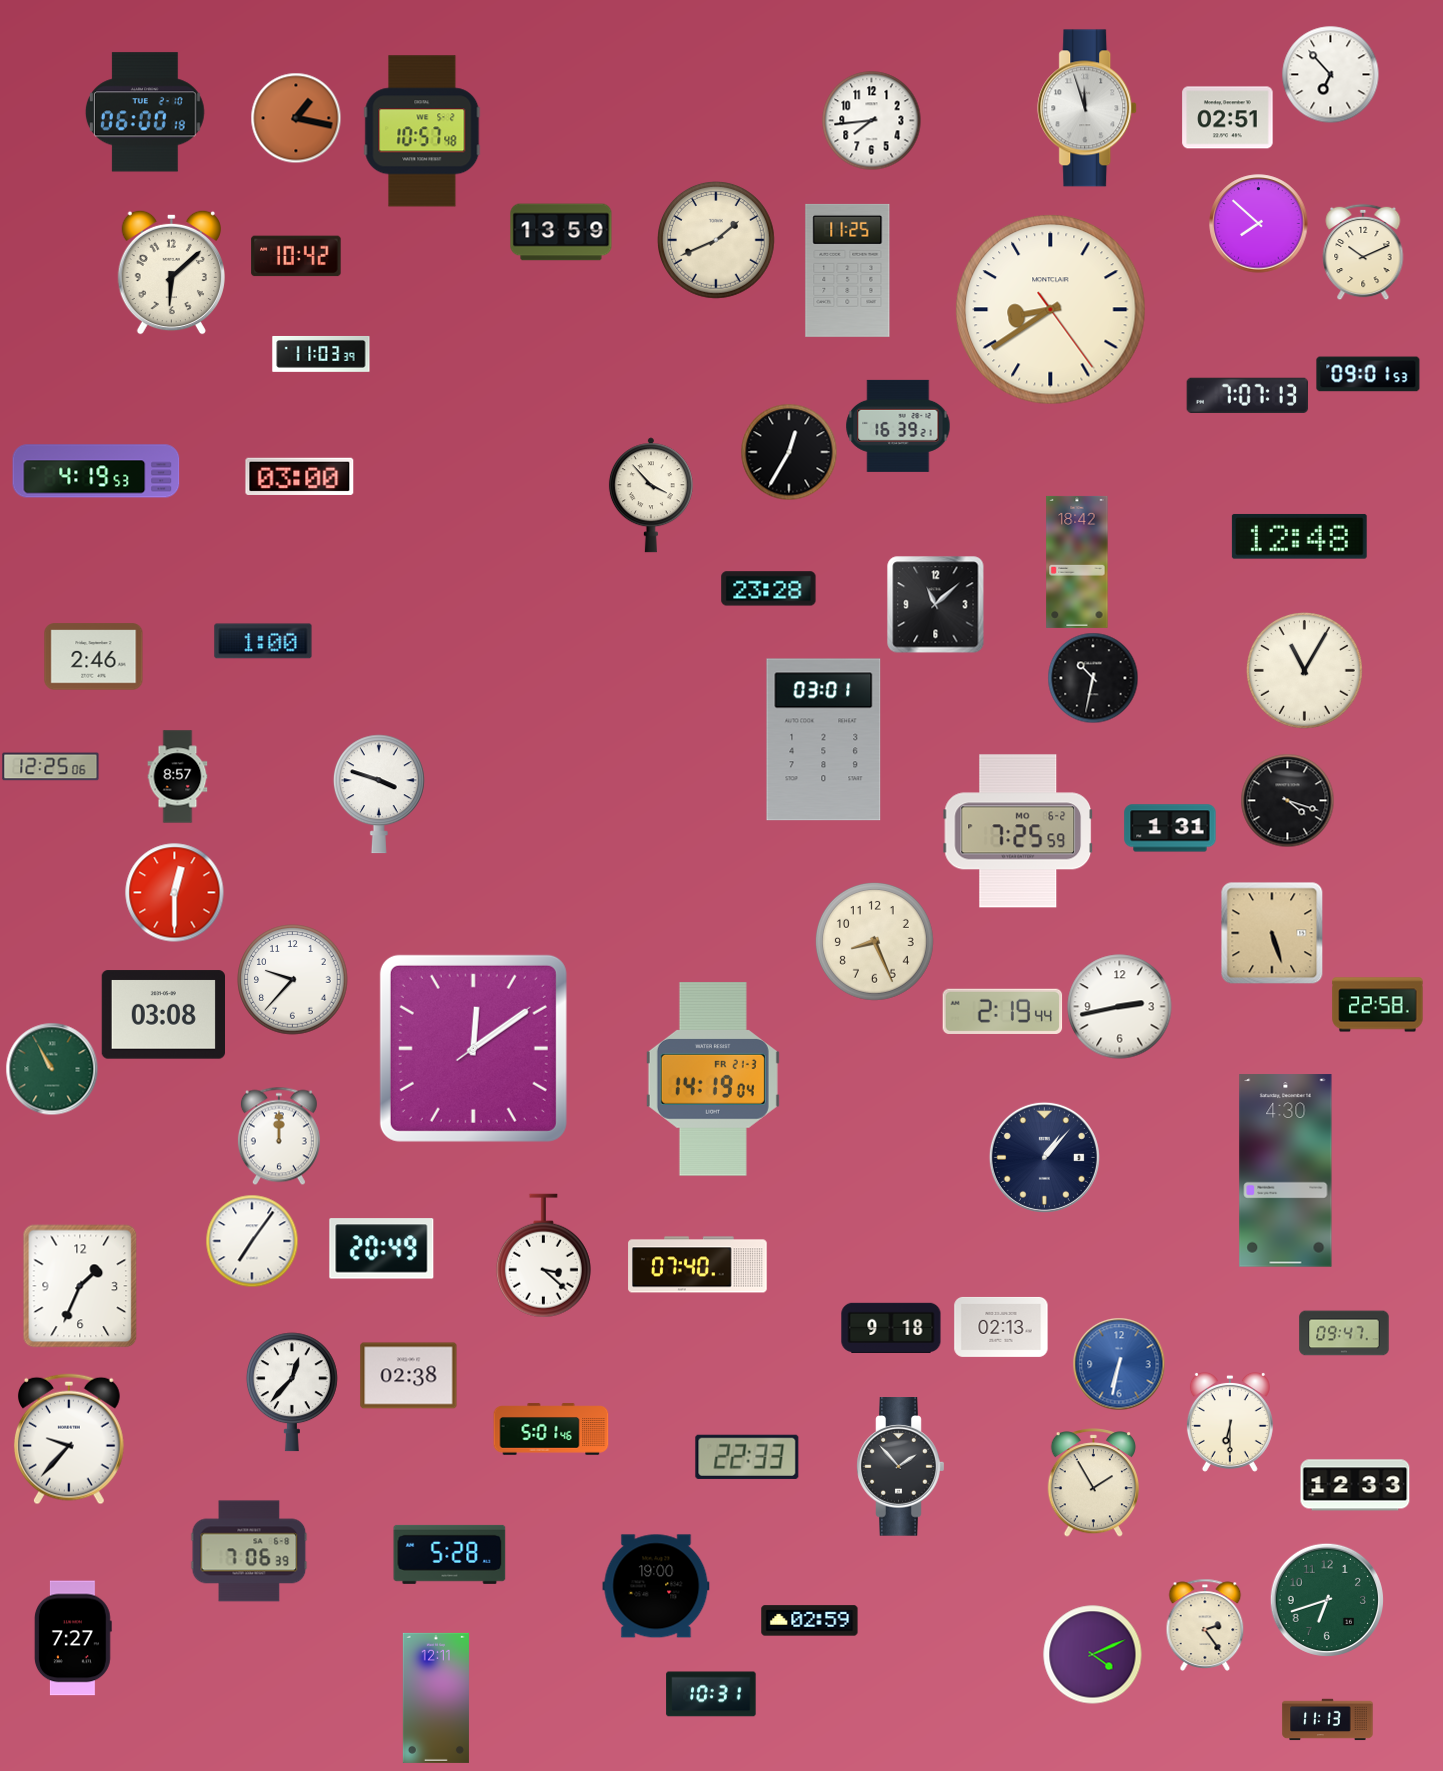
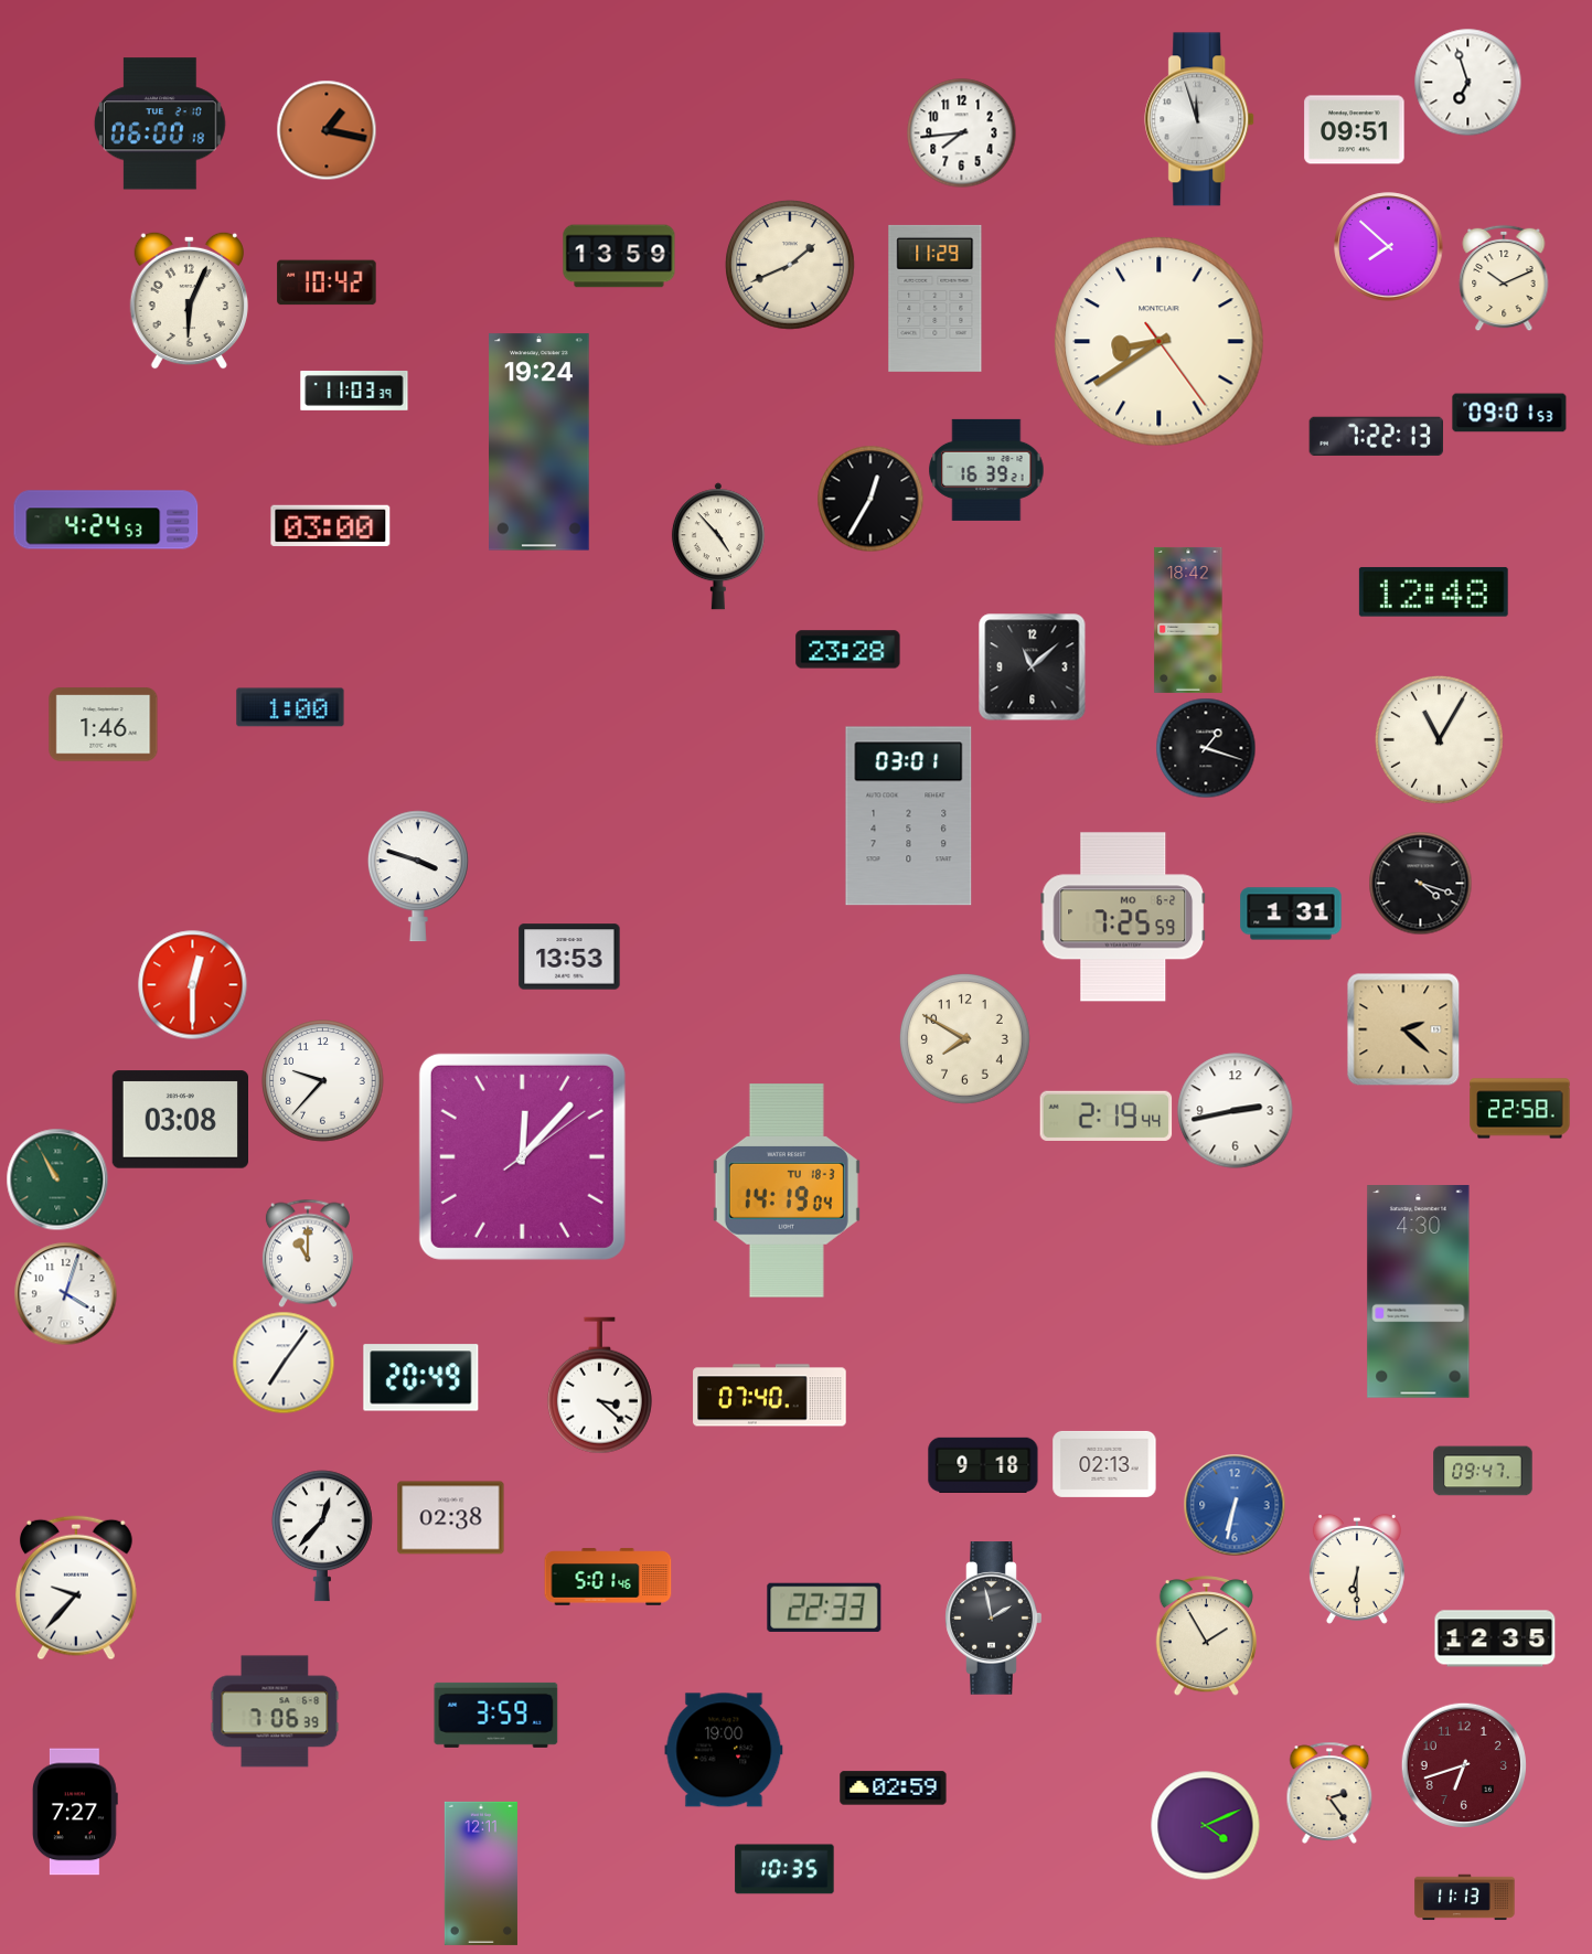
clock at (1330, 74): 6:53 -> 6:57
clock at (1228, 118): 02:51 -> 09:51
clock at (422, 131): 10:57 -> none
clock at (848, 270): 11:25 -> 11:29
clock at (171, 272): 6:08 -> 6:04
clock at (1247, 395): 7:07 -> 7:22
clock at (539, 442): none -> 19:24
clock at (898, 426) position: (898, 426) -> (986, 470)
clock at (96, 471): 4:19 -> 4:24
clock at (651, 495): 3:53 -> 4:53
clock at (94, 657): 2:46 -> 1:46
clock at (1093, 678): 10:32 -> 1:18
clock at (51, 767): 12:25 -> none
clock at (178, 777): 8:57 -> none
clock at (569, 957): none -> 13:53
clock at (1272, 933): 5:27 -> 2:22
clock at (874, 941): 8:26 -> 7:50
clock at (473, 1048): 12:09 -> 12:07
clock at (713, 1079) date: FR 21-3 -> TU 18-3
clock at (279, 1136): 12:00 -> 11:00
clock at (1044, 1157): 1:07 -> none
clock at (65, 1293): none -> 4:03
clock at (252, 1241) position: (252, 1241) -> (284, 1363)
clock at (80, 1286): 1:34 -> none
clock at (901, 1467): 1:53 -> 1:58
clock at (1355, 1485): 12:33 -> 12:35
clock at (450, 1554): 5:28 -> 3:59
clock at (1327, 1600) dial: green -> burgundy
clock at (73, 1638) position: (73, 1638) -> (75, 1812)
clock at (711, 1694): 10:31 -> 10:35
